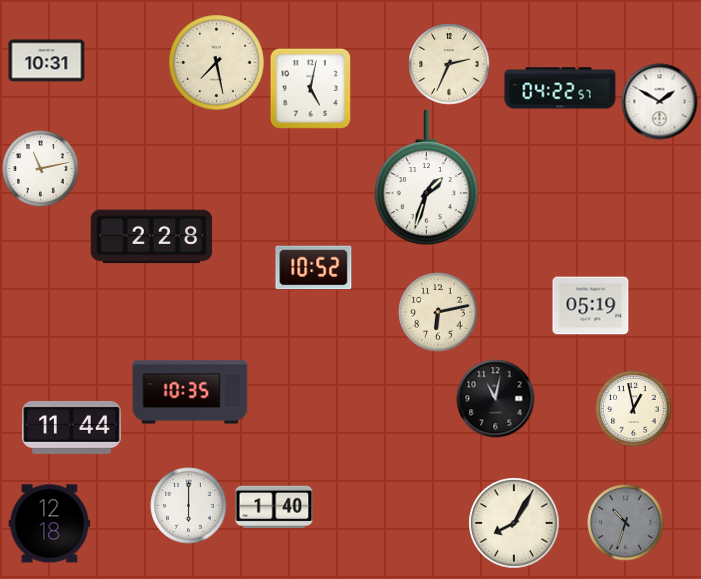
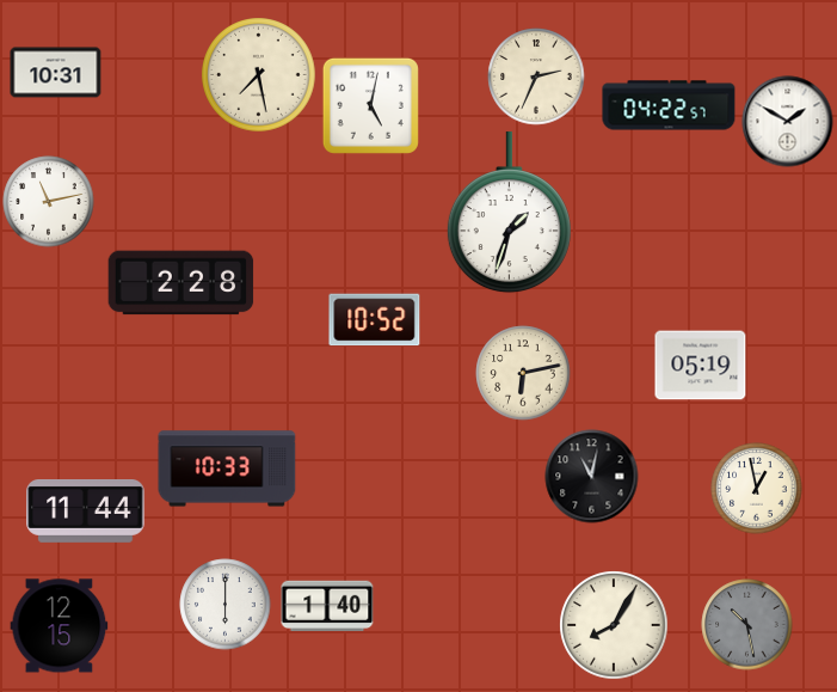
clock at (591, 306) position: (591, 306) -> (701, 366)
clock at (190, 392): 10:35 -> 10:33
clock at (626, 523): 10:33 -> 10:28
clock at (50, 524): 12:18 -> 12:15
